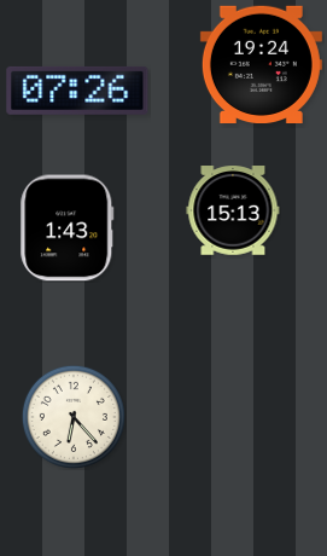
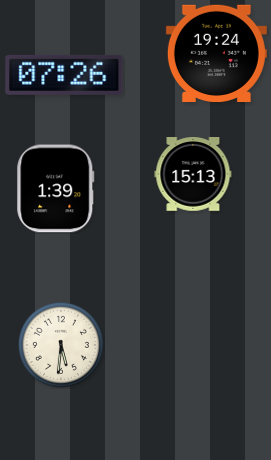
clock at (68, 228): 1:43 -> 1:39
clock at (74, 417): 6:23 -> 5:31
